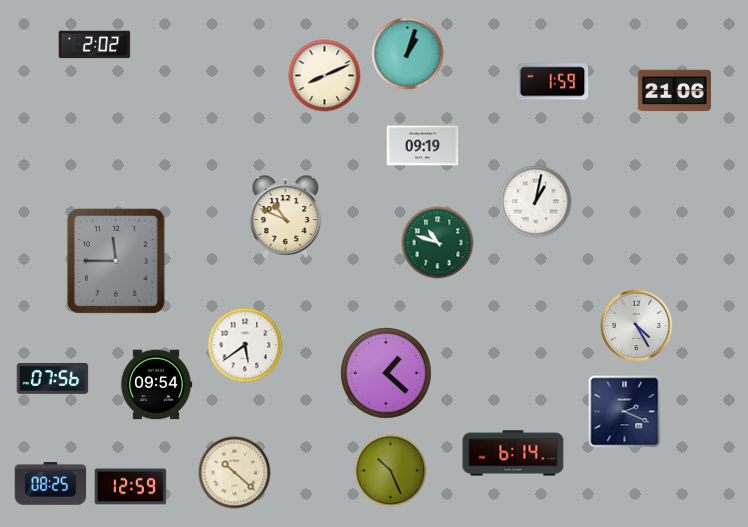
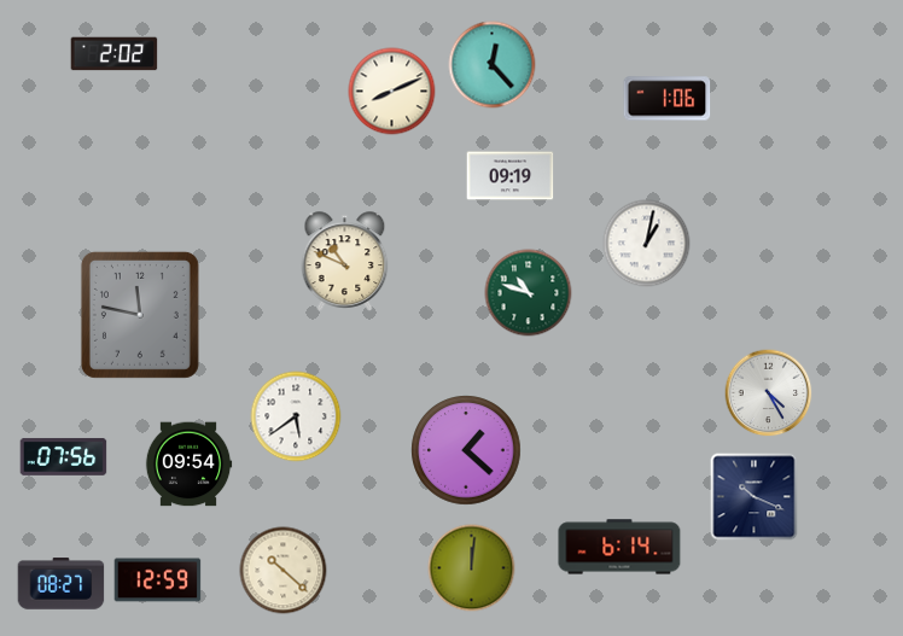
clock at (408, 54): 1:03 -> 12:23
clock at (553, 82): 1:59 -> 1:06
clock at (674, 91): 21:06 -> none
clock at (116, 261): 11:45 -> 11:47
clock at (625, 412): 2:19 -> 10:19
clock at (391, 471): 10:26 -> 12:01
clock at (51, 484): 08:25 -> 08:27
clock at (131, 487) position: (131, 487) -> (158, 580)
